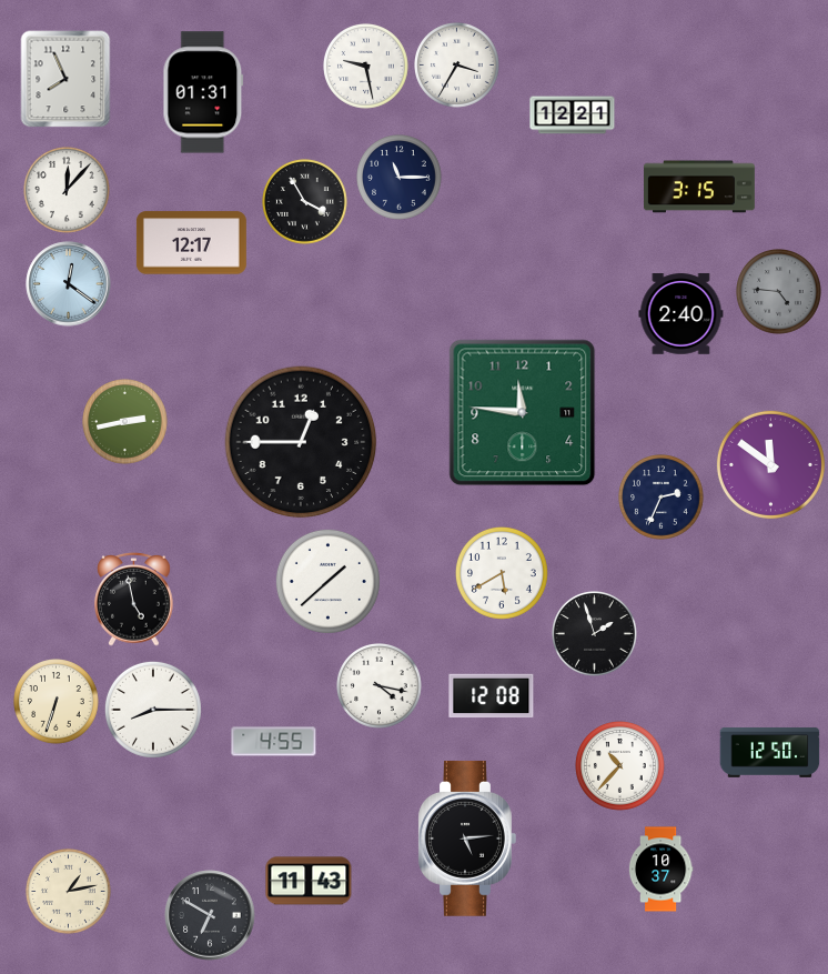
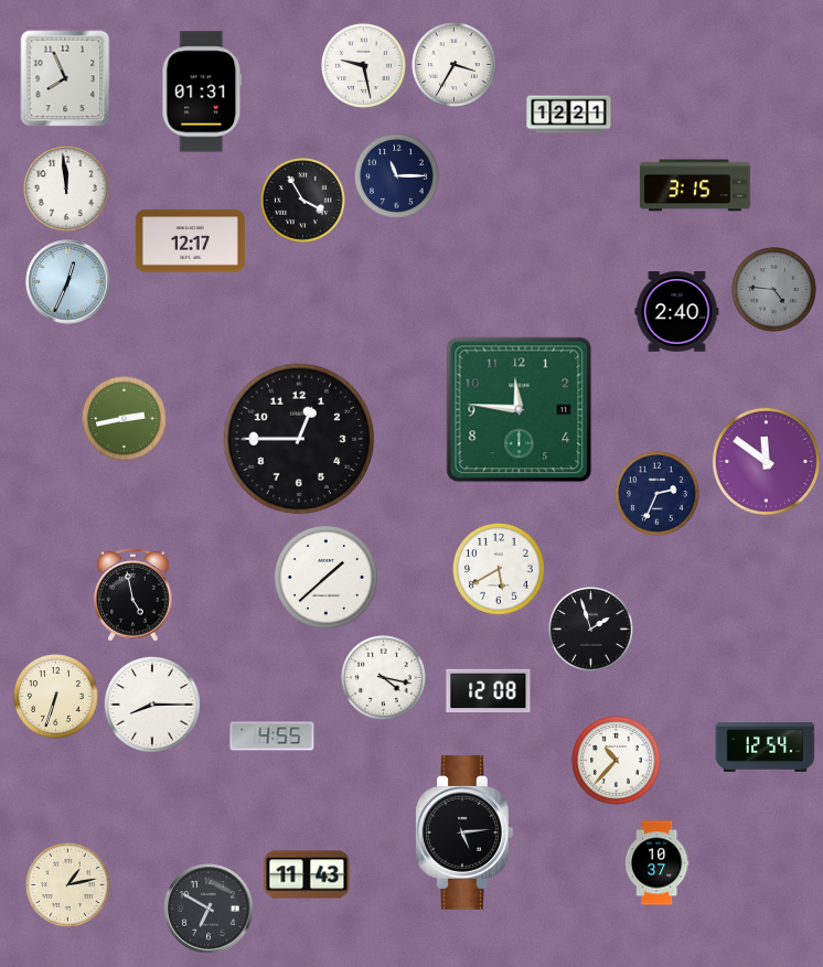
clock at (68, 191): 12:07 -> 11:59
clock at (69, 284): 12:21 -> 12:34
clock at (380, 686) position: (380, 686) -> (384, 678)
clock at (770, 752): 12:50 -> 12:54
